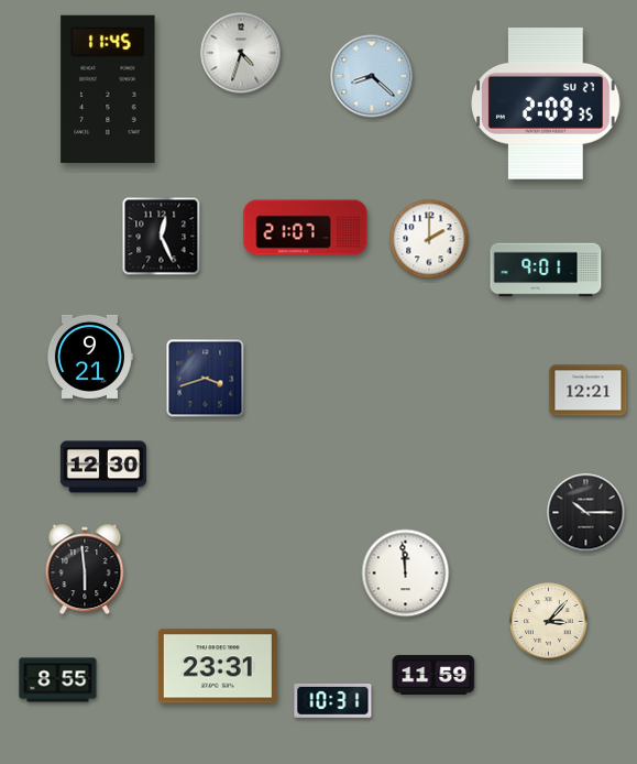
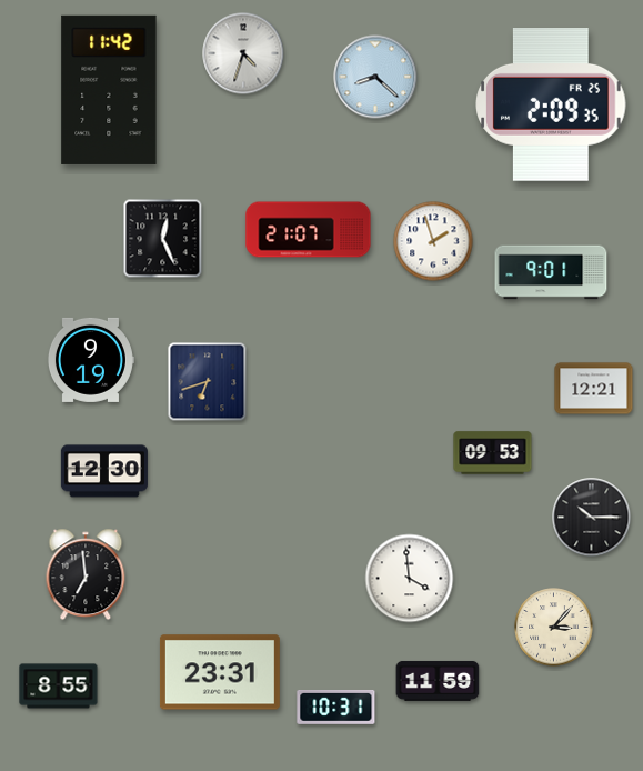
clock at (108, 89): 11:45 -> 11:42
clock at (546, 105) date: SU 27 -> FR 25
clock at (429, 239): 2:00 -> 1:57
clock at (89, 357): 9:21 -> 9:19
clock at (206, 379): 3:42 -> 6:42
clock at (589, 391) position: (589, 391) -> (594, 389)
clock at (493, 453): none -> 09:53
clock at (85, 569): 5:59 -> 6:59
clock at (406, 574): 11:59 -> 3:59
